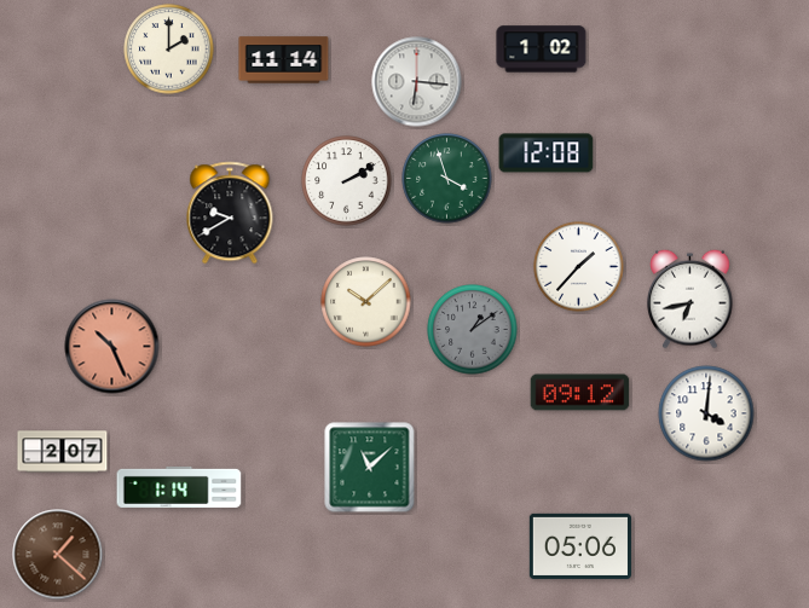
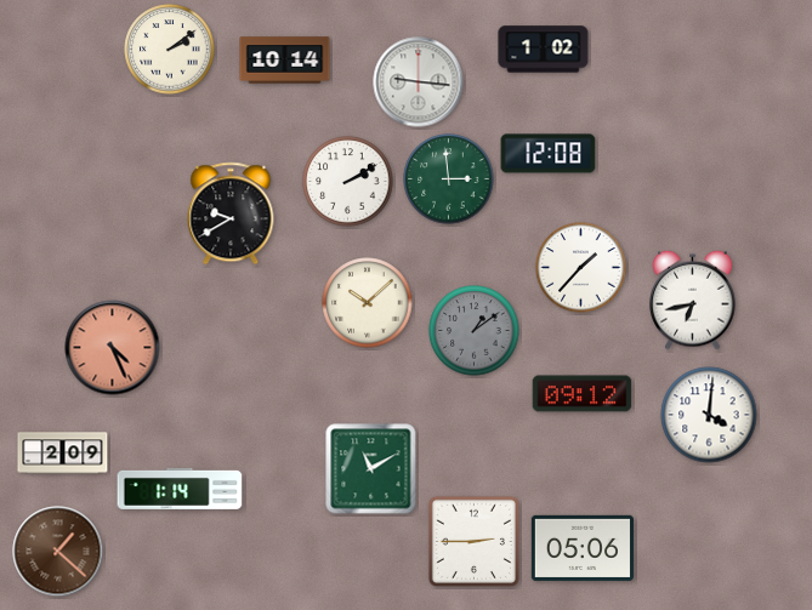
clock at (169, 50): 2:00 -> 2:09
clock at (284, 60): 11:14 -> 10:14
clock at (417, 82): 6:16 -> 9:16
clock at (447, 179): 3:57 -> 2:59
clock at (112, 347): 10:26 -> 4:26
clock at (63, 452): 2:07 -> 2:09
clock at (370, 468): 11:08 -> 11:10
clock at (473, 541): none -> 2:45
clock at (58, 555) position: (58, 555) -> (58, 552)
